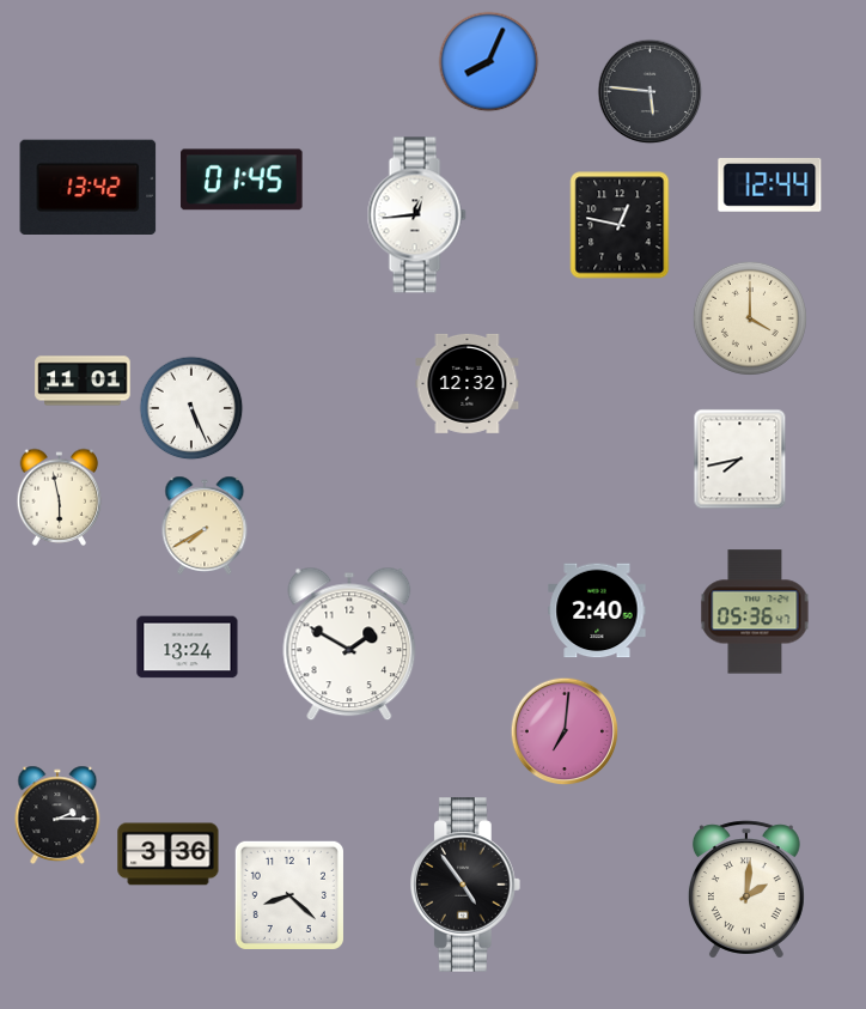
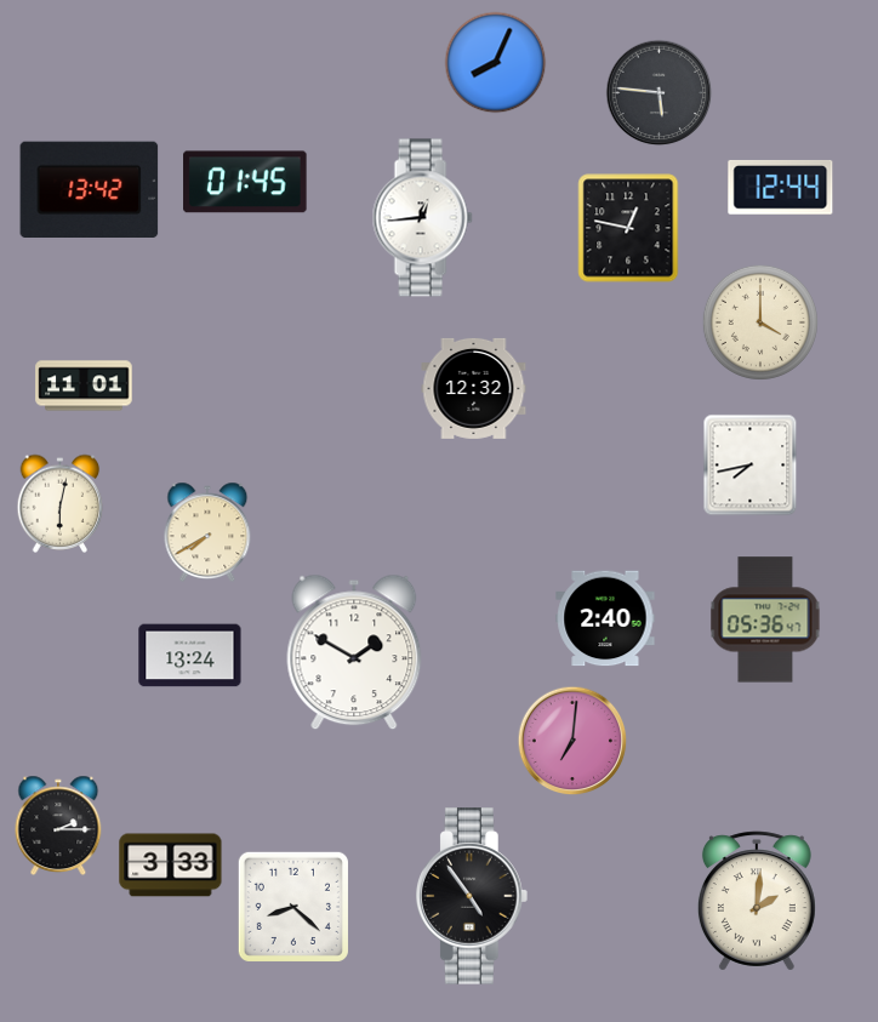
clock at (191, 408): 5:26 -> none
clock at (60, 497): 5:58 -> 6:02
clock at (169, 855): 3:36 -> 3:33
